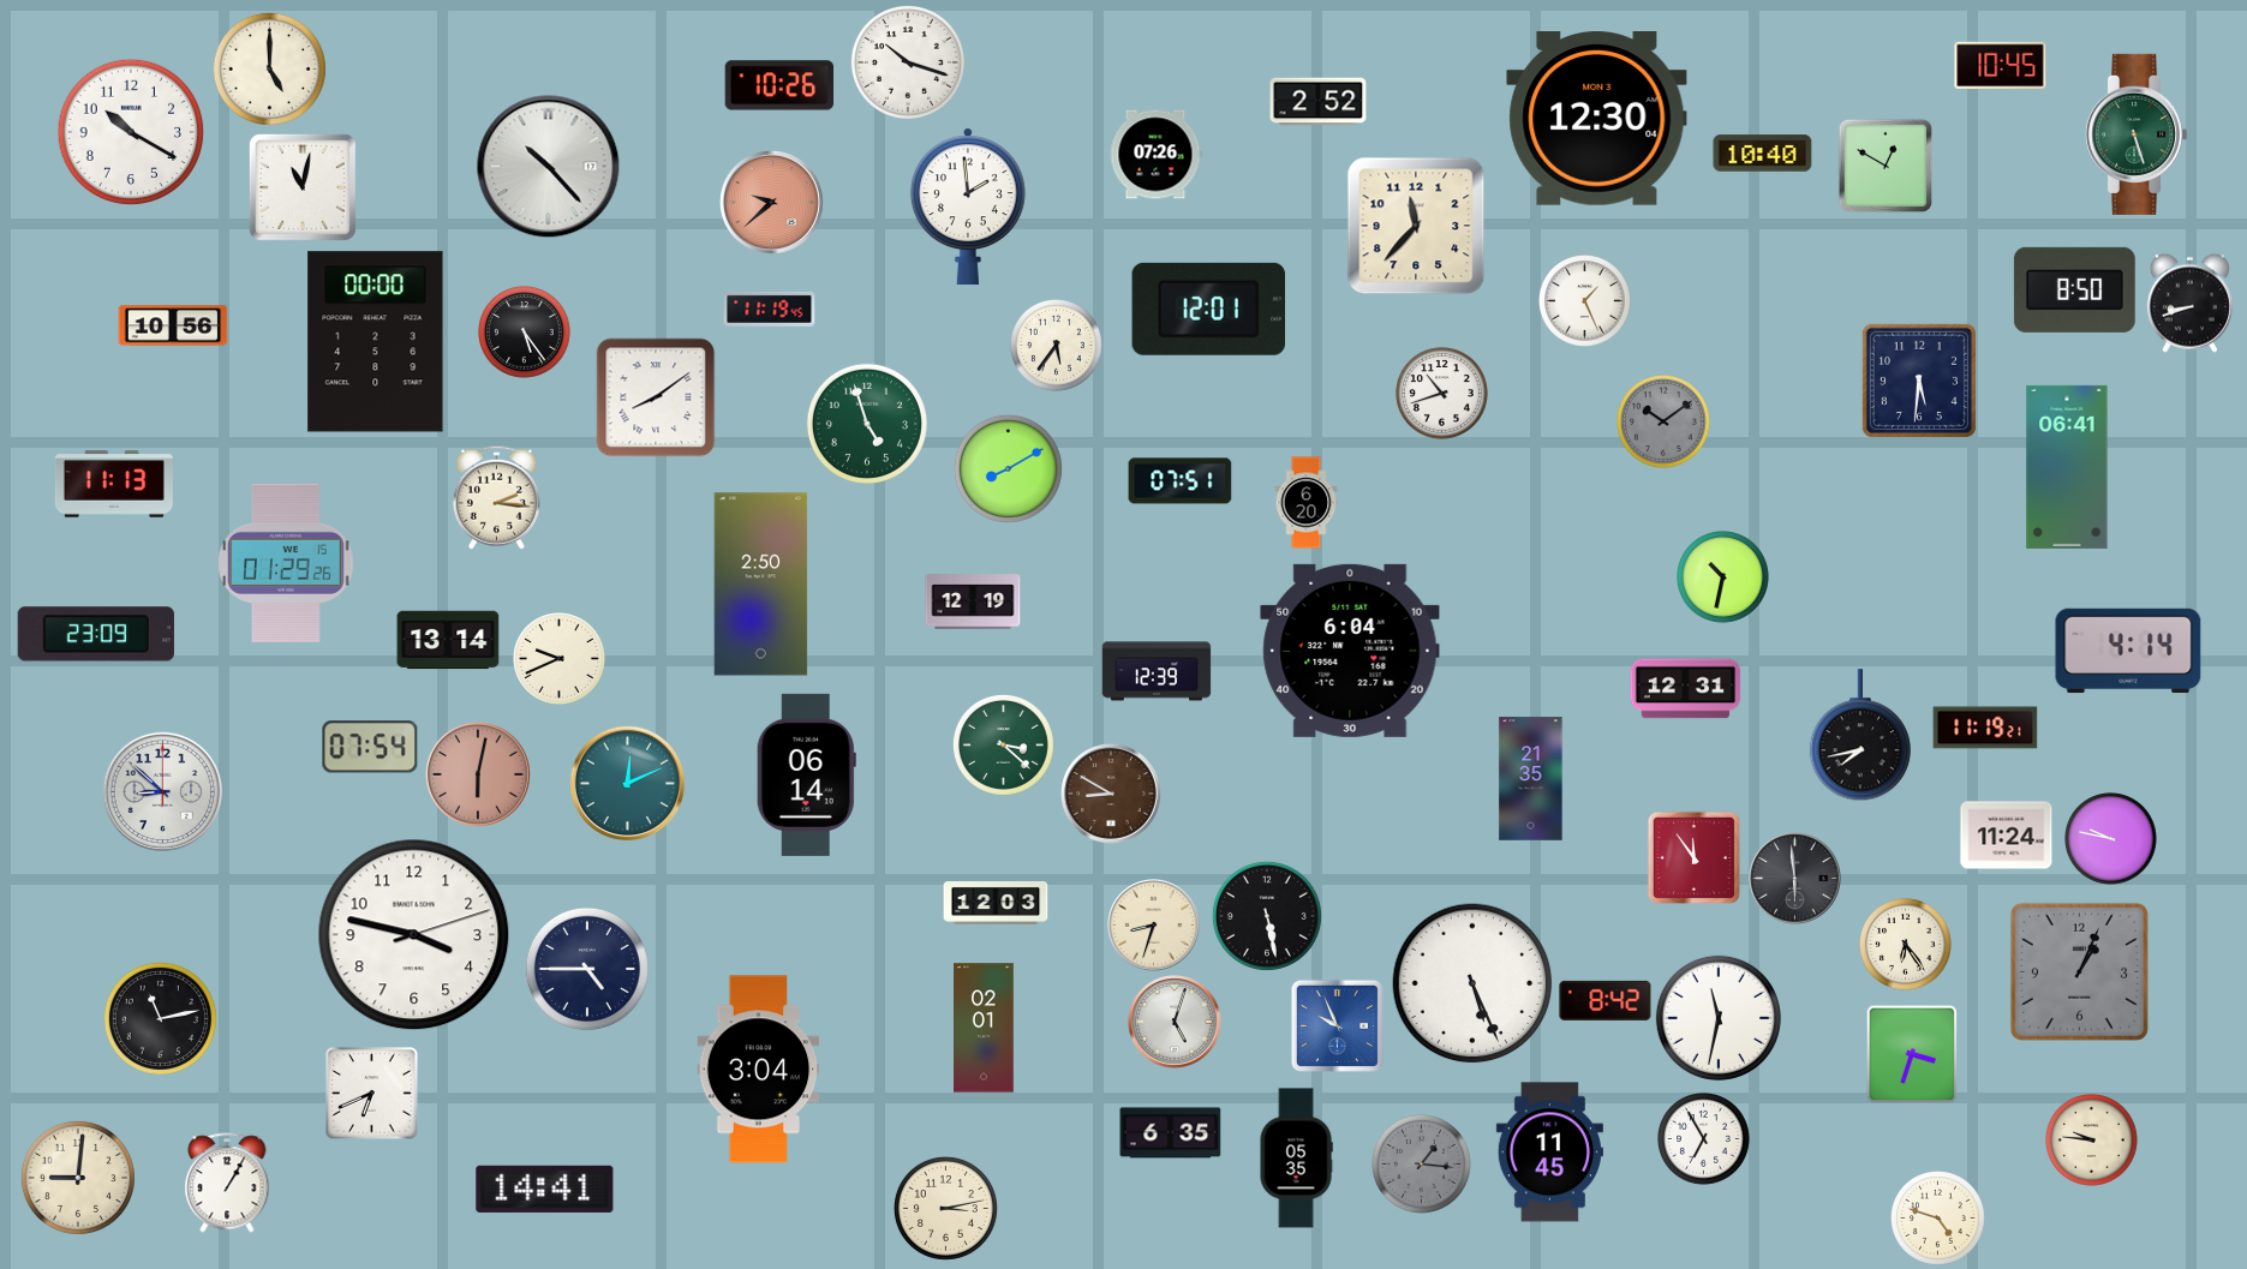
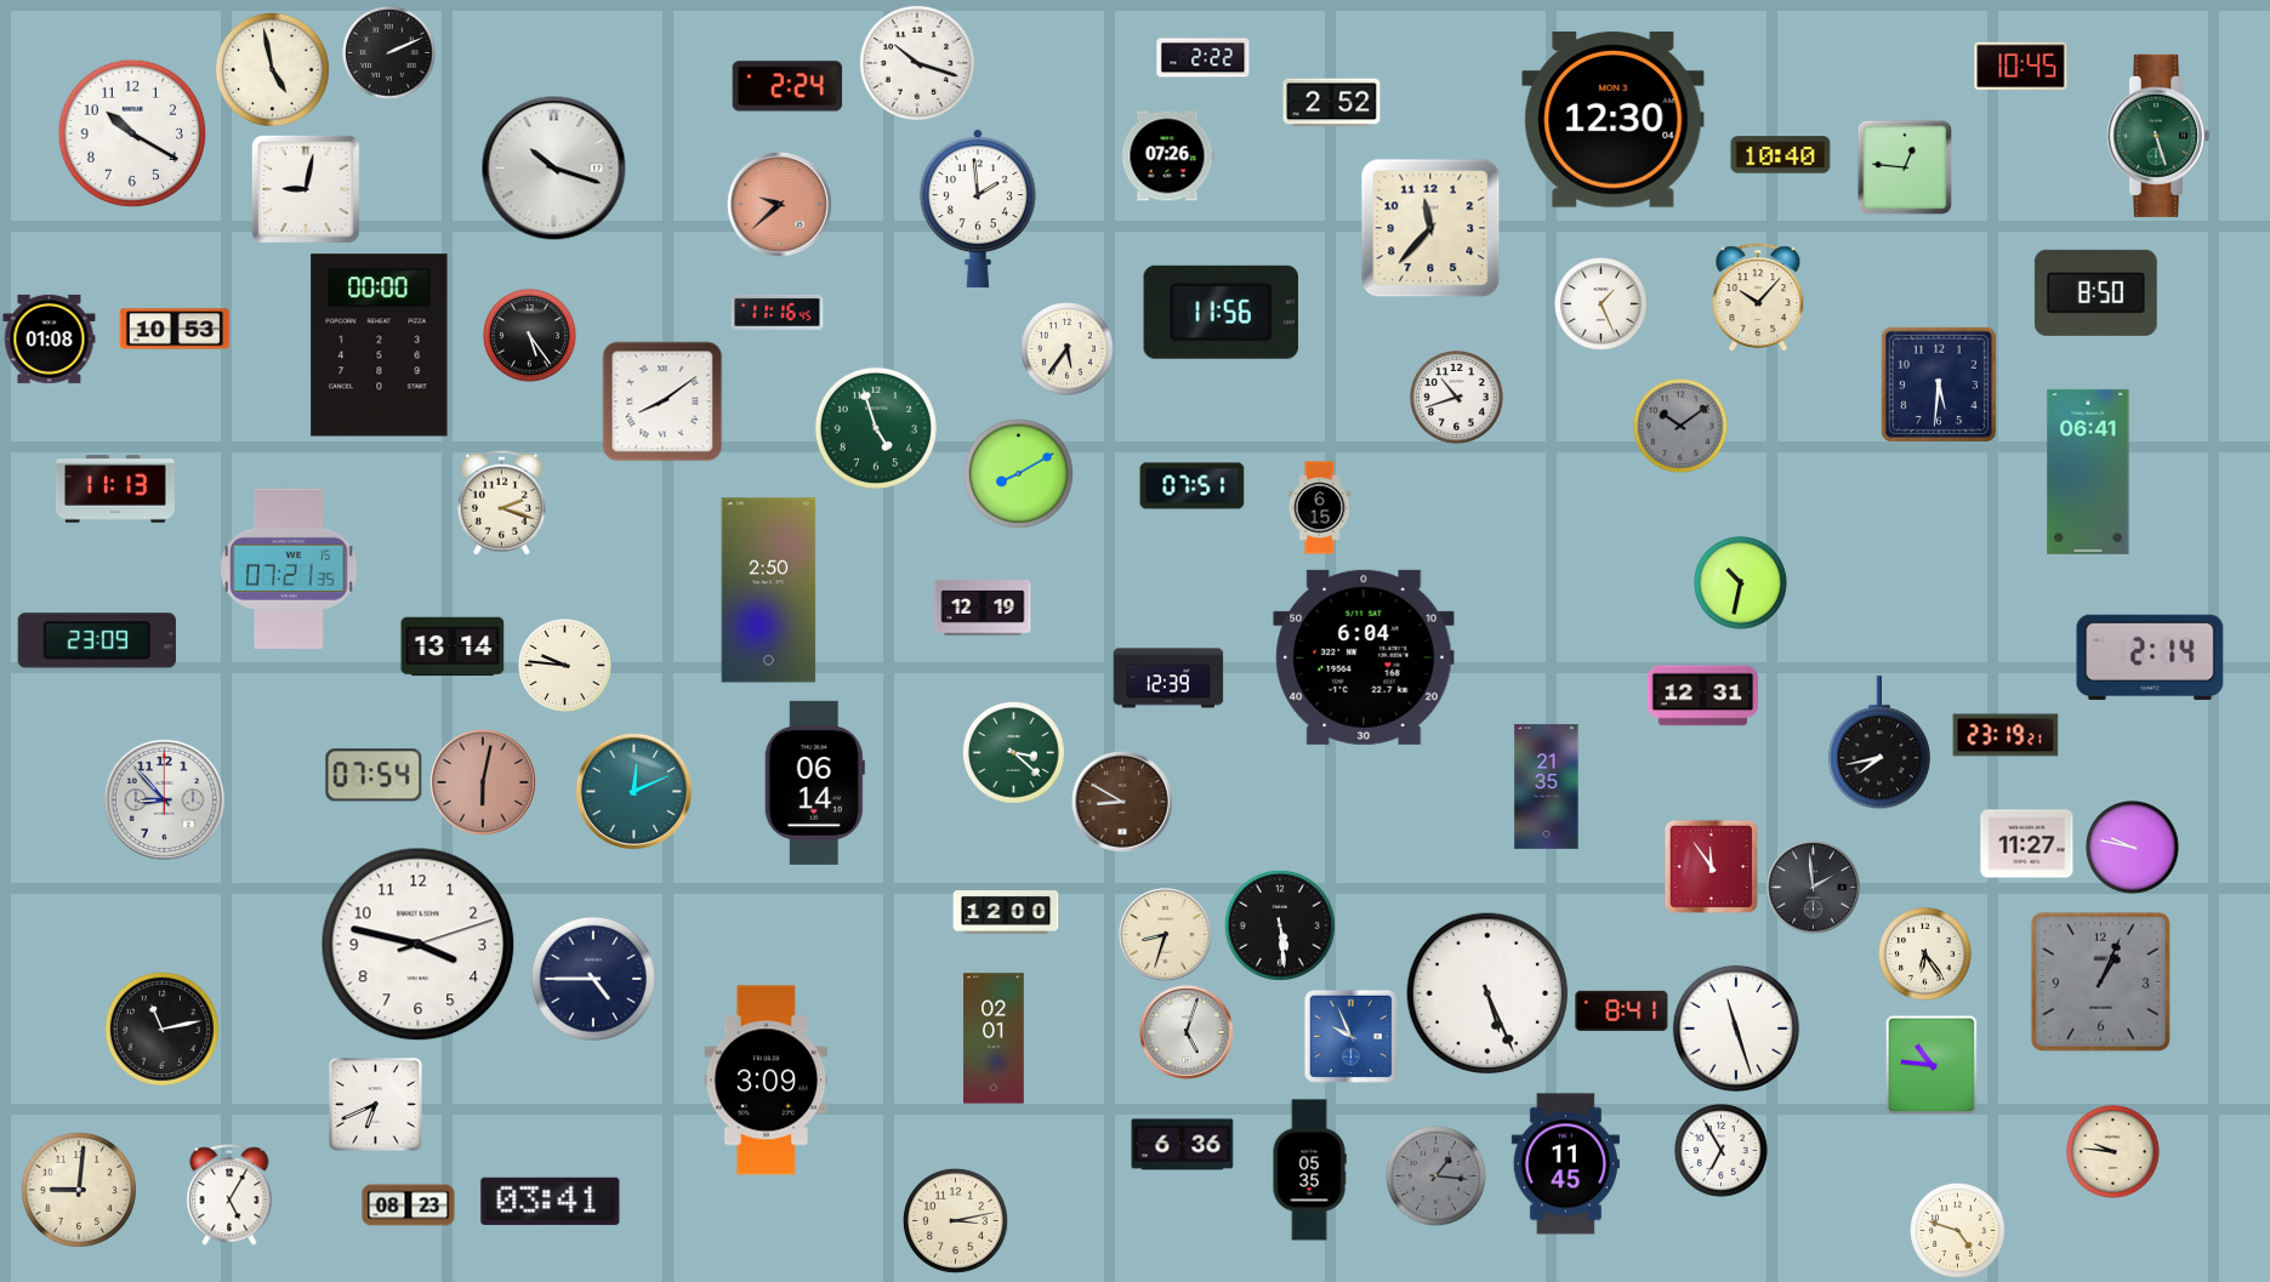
clock at (389, 53): none -> 2:11
clock at (1204, 58): none -> 2:22
clock at (269, 68): 5:00 -> 4:58
clock at (779, 85): 10:26 -> 2:24
clock at (1886, 166): 12:50 -> 12:46
clock at (549, 167): 10:23 -> 10:18
clock at (303, 187): 11:02 -> 9:02
clock at (1758, 297): none -> 10:07
clock at (2189, 303): 8:42 -> none
clock at (770, 309): 11:19 -> 11:16
clock at (1208, 309): 12:01 -> 11:56
clock at (173, 325): 10:56 -> 10:53
clock at (50, 338): none -> 01:08
clock at (496, 497): 2:16 -> 2:18
clock at (1307, 503): 6:20 -> 6:15
clock at (286, 563): 01:29 -> 07:21
clock at (2128, 651): 4:14 -> 2:14
clock at (560, 659): 9:41 -> 9:46
clock at (1985, 728): 11:19 -> 23:19
clock at (370, 747) position: (370, 747) -> (374, 775)
clock at (163, 792): 8:52 -> 8:53
clock at (2007, 836): 11:24 -> 11:27
clock at (1795, 879): 5:59 -> 1:59
clock at (996, 904): 12:03 -> 12:00
clock at (1267, 916): 5:28 -> 5:29
clock at (1606, 1000): 8:42 -> 8:41
clock at (1719, 1018): 11:32 -> 11:27
clock at (1912, 1054): 3:33 -> 10:46
clock at (759, 1070): 3:04 -> 3:09
clock at (1171, 1133): 6:35 -> 6:36
clock at (227, 1183): 1:05 -> 5:05
clock at (545, 1189): 14:41 -> 03:41
clock at (409, 1206): none -> 08:23
